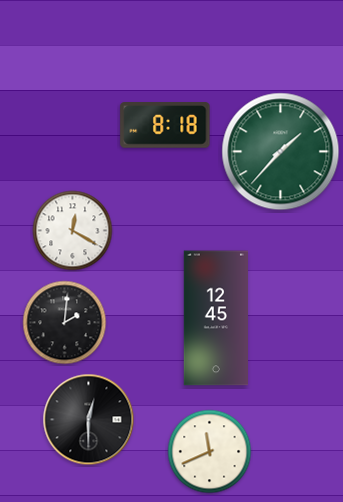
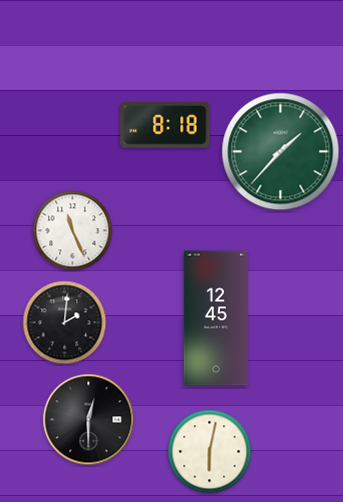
clock at (73, 231): 12:20 -> 11:26
clock at (210, 452): 11:41 -> 6:02
